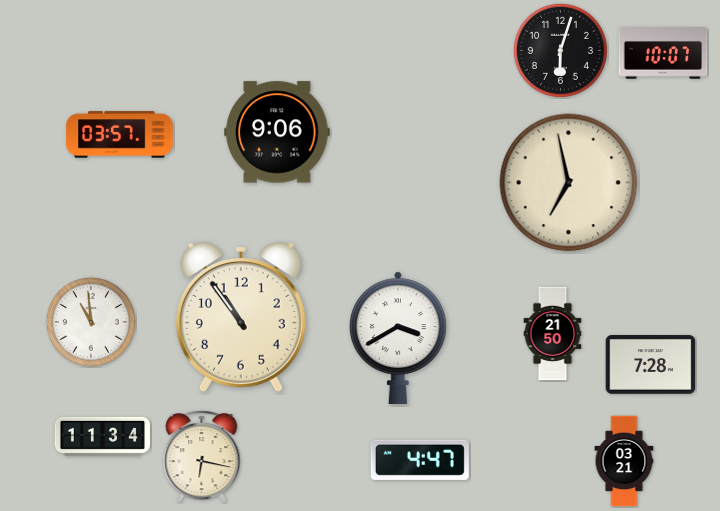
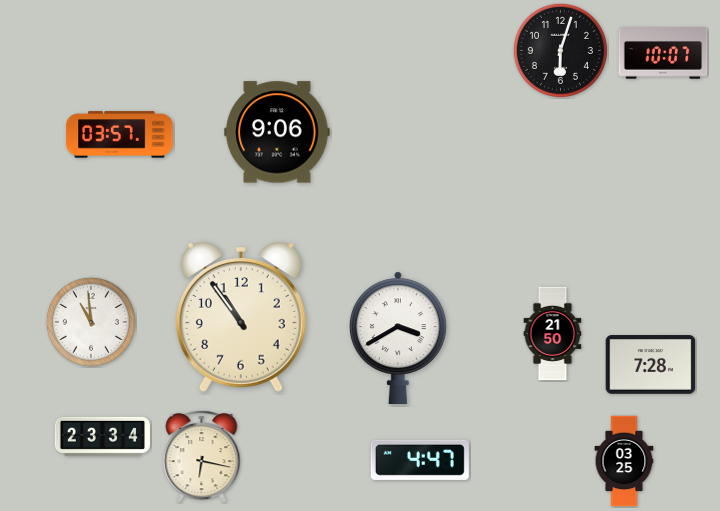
clock at (569, 183): 6:58 -> none
clock at (102, 436): 11:34 -> 23:34
clock at (624, 461): 03:21 -> 03:25
